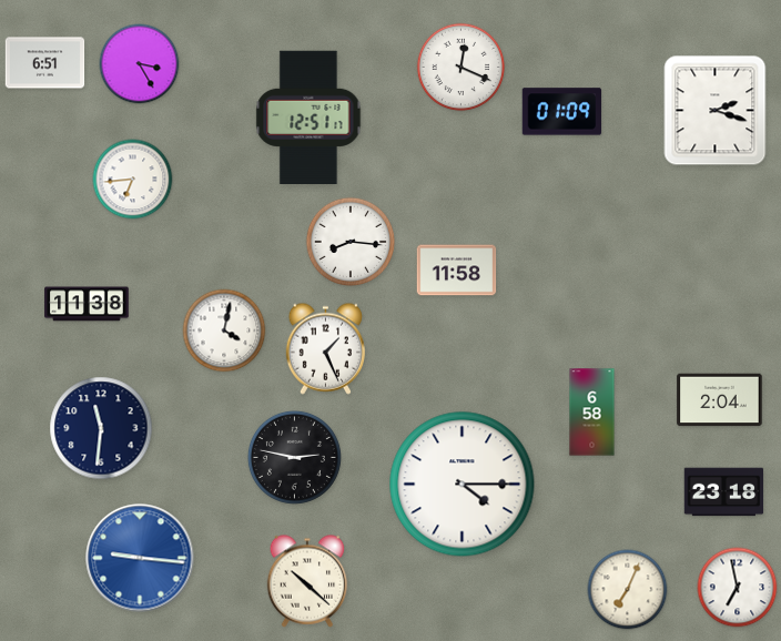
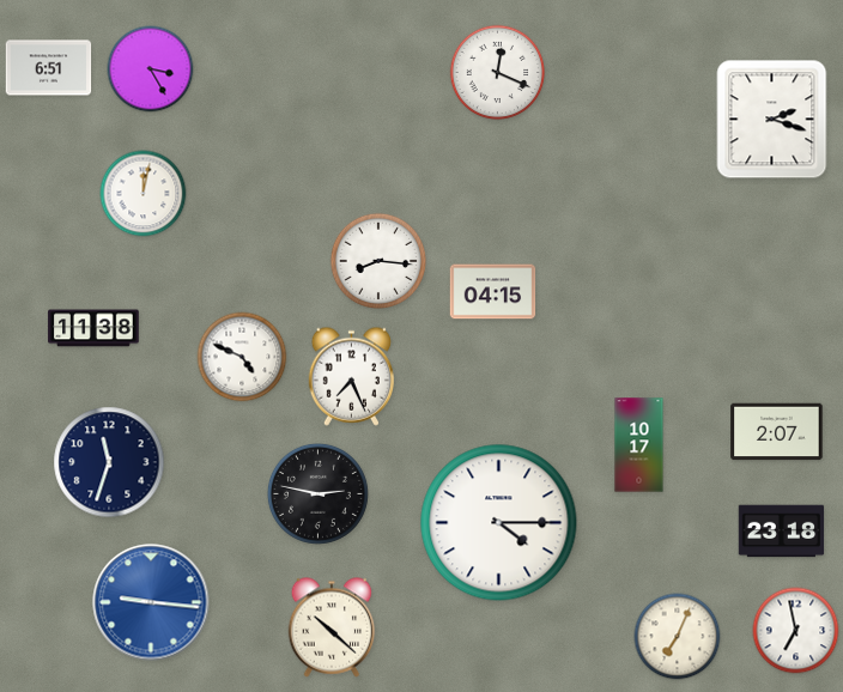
clock at (562, 112): 01:09 -> none
clock at (308, 118): 12:51 -> none
clock at (133, 180): 6:44 -> 12:02
clock at (457, 271): 11:58 -> 04:15
clock at (224, 330): 4:02 -> 4:49
clock at (325, 348): 1:26 -> 7:26
clock at (720, 400): 2:04 -> 2:07
clock at (592, 413): 6:58 -> 10:17
clock at (101, 428): 11:31 -> 11:33
clock at (738, 588) position: (738, 588) -> (796, 631)
